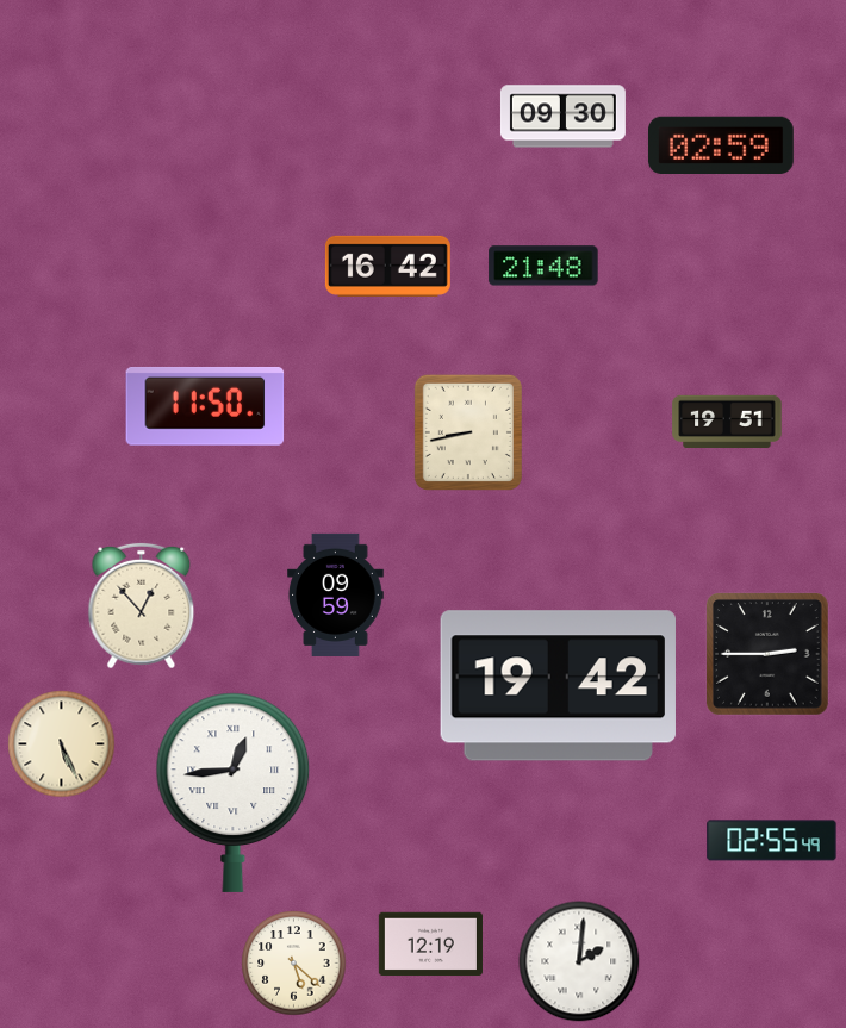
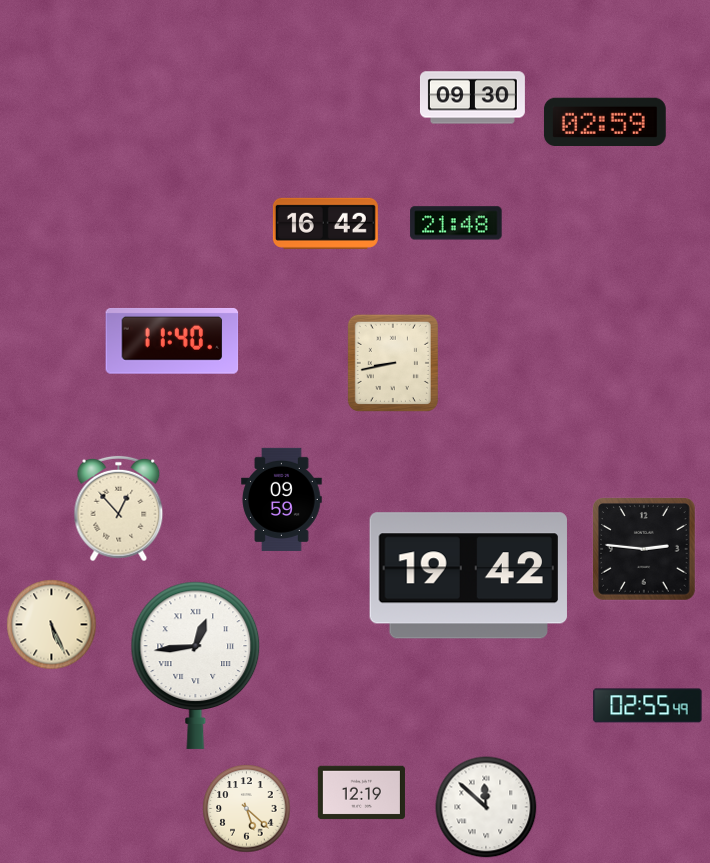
clock at (205, 406): 11:50 -> 11:40
clock at (727, 422): 19:51 -> none
clock at (769, 655): 2:45 -> 2:46
clock at (579, 961): 2:01 -> 11:52
